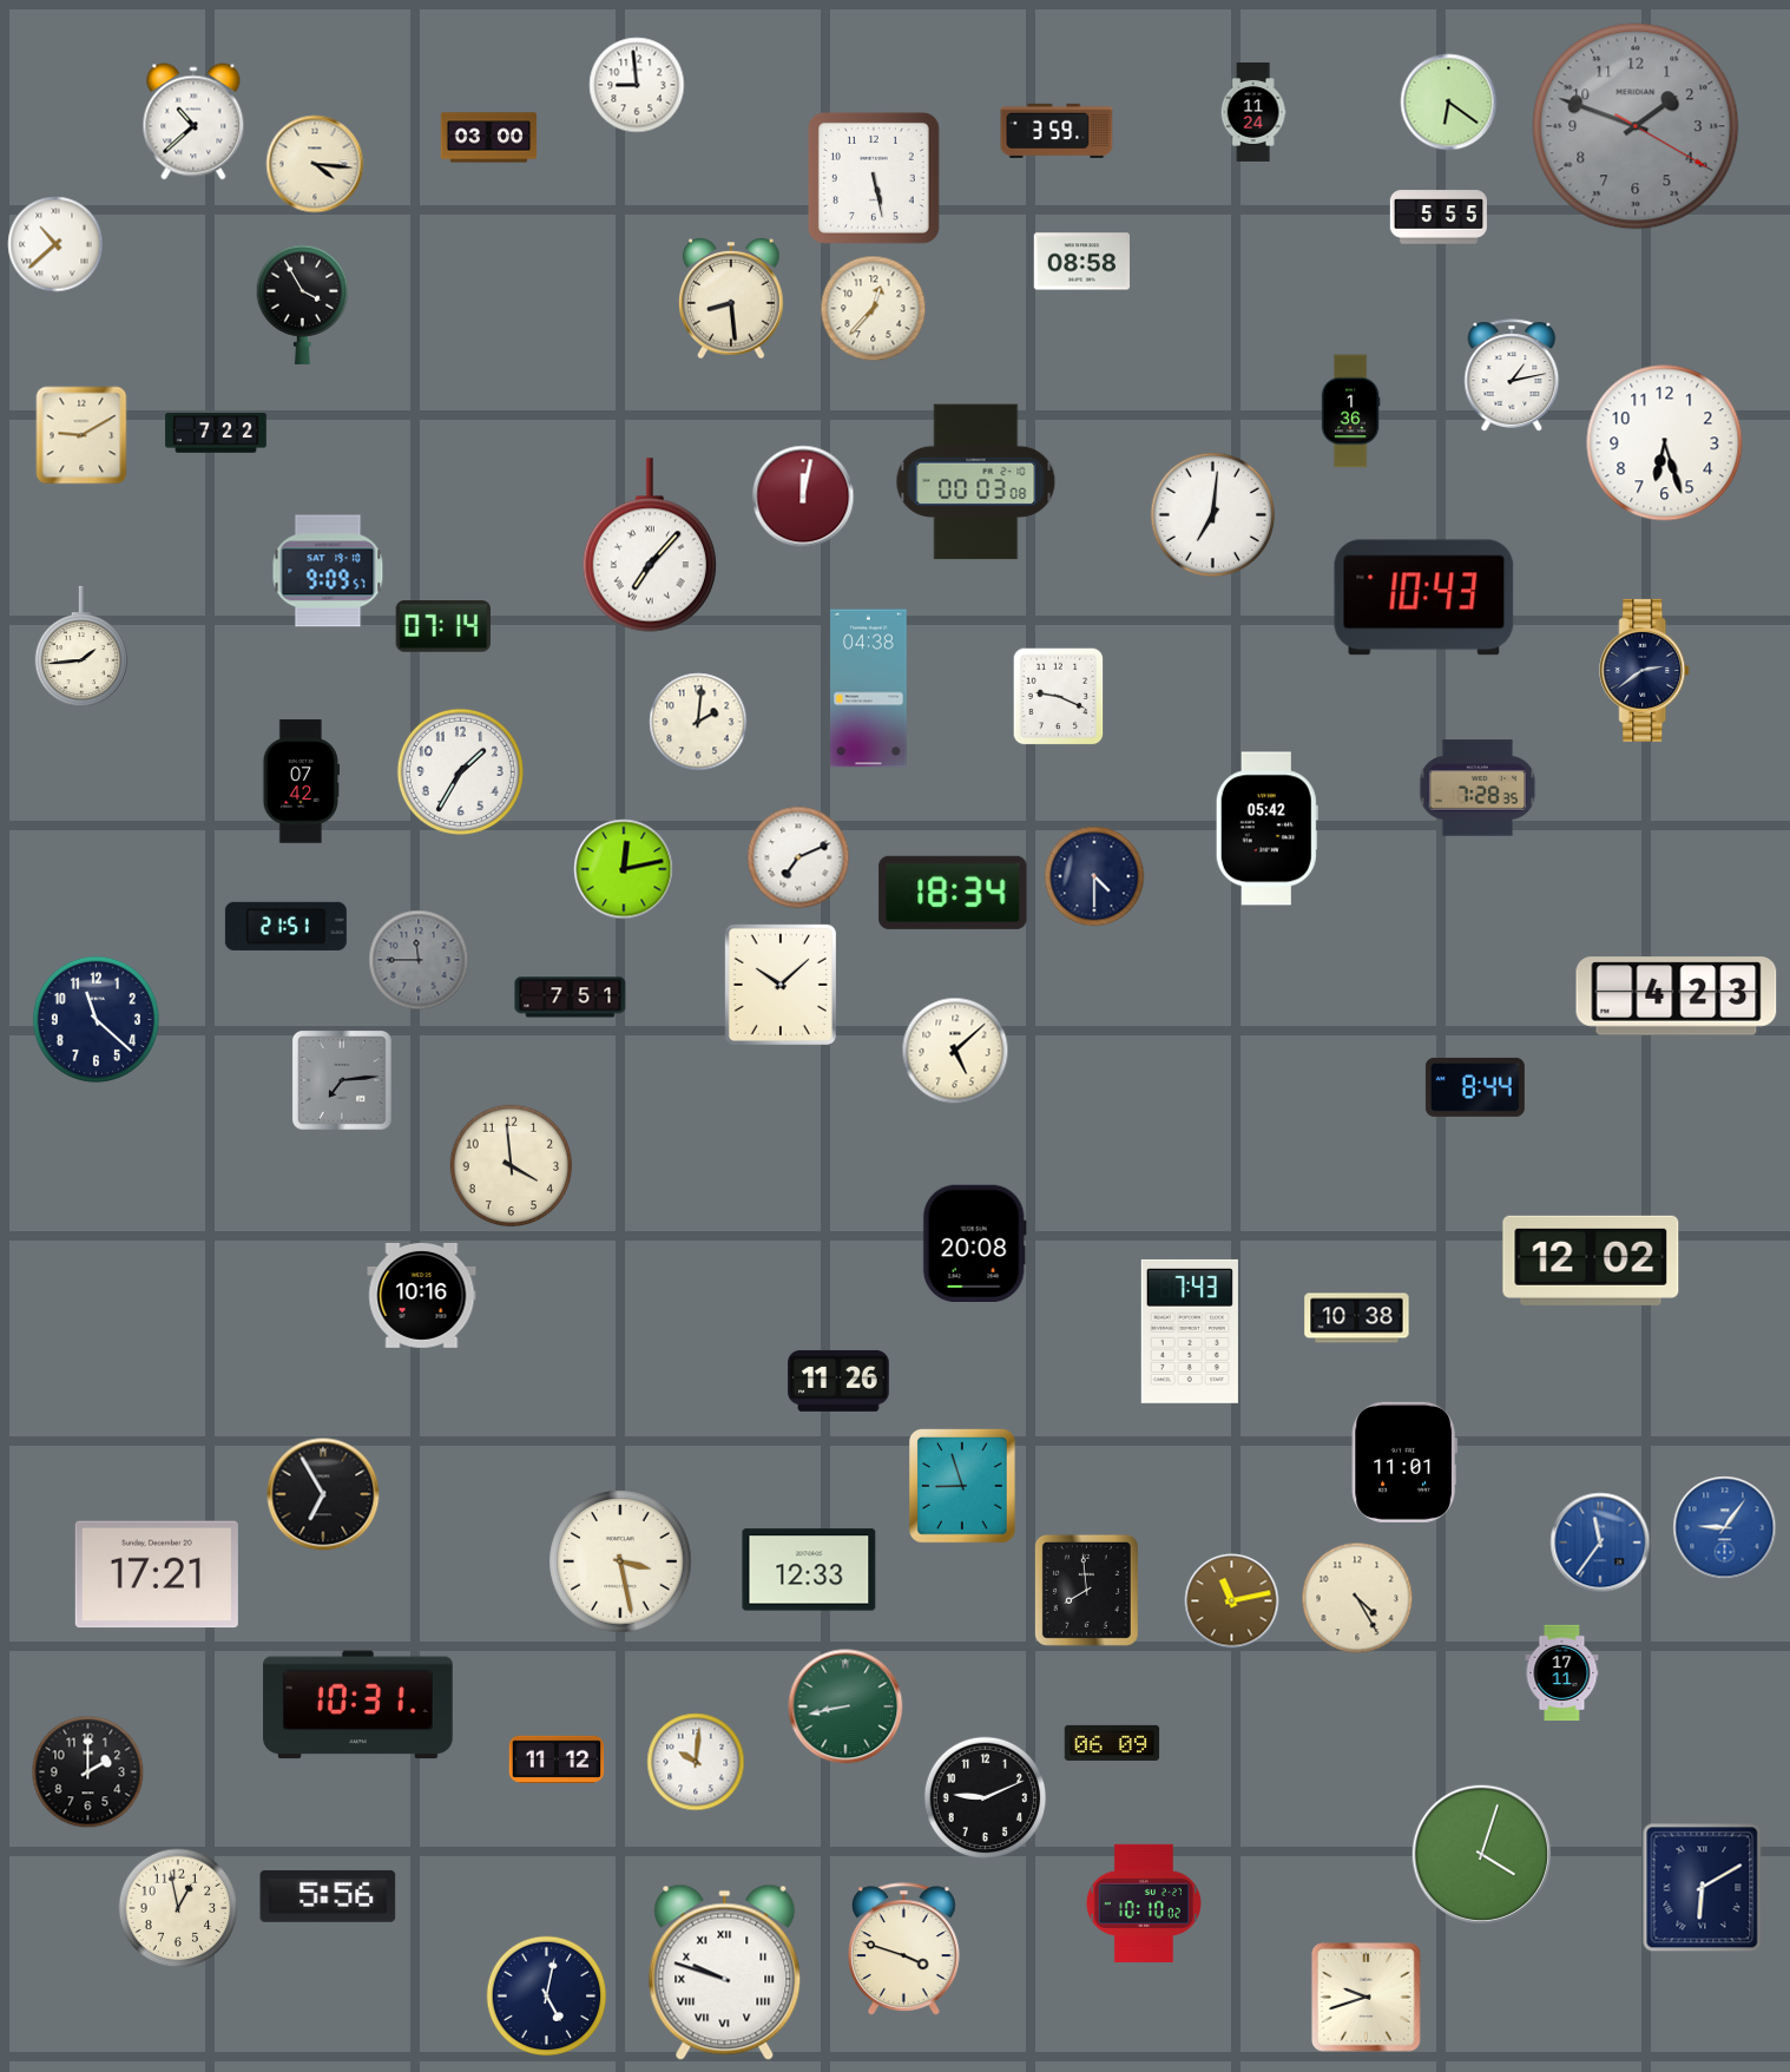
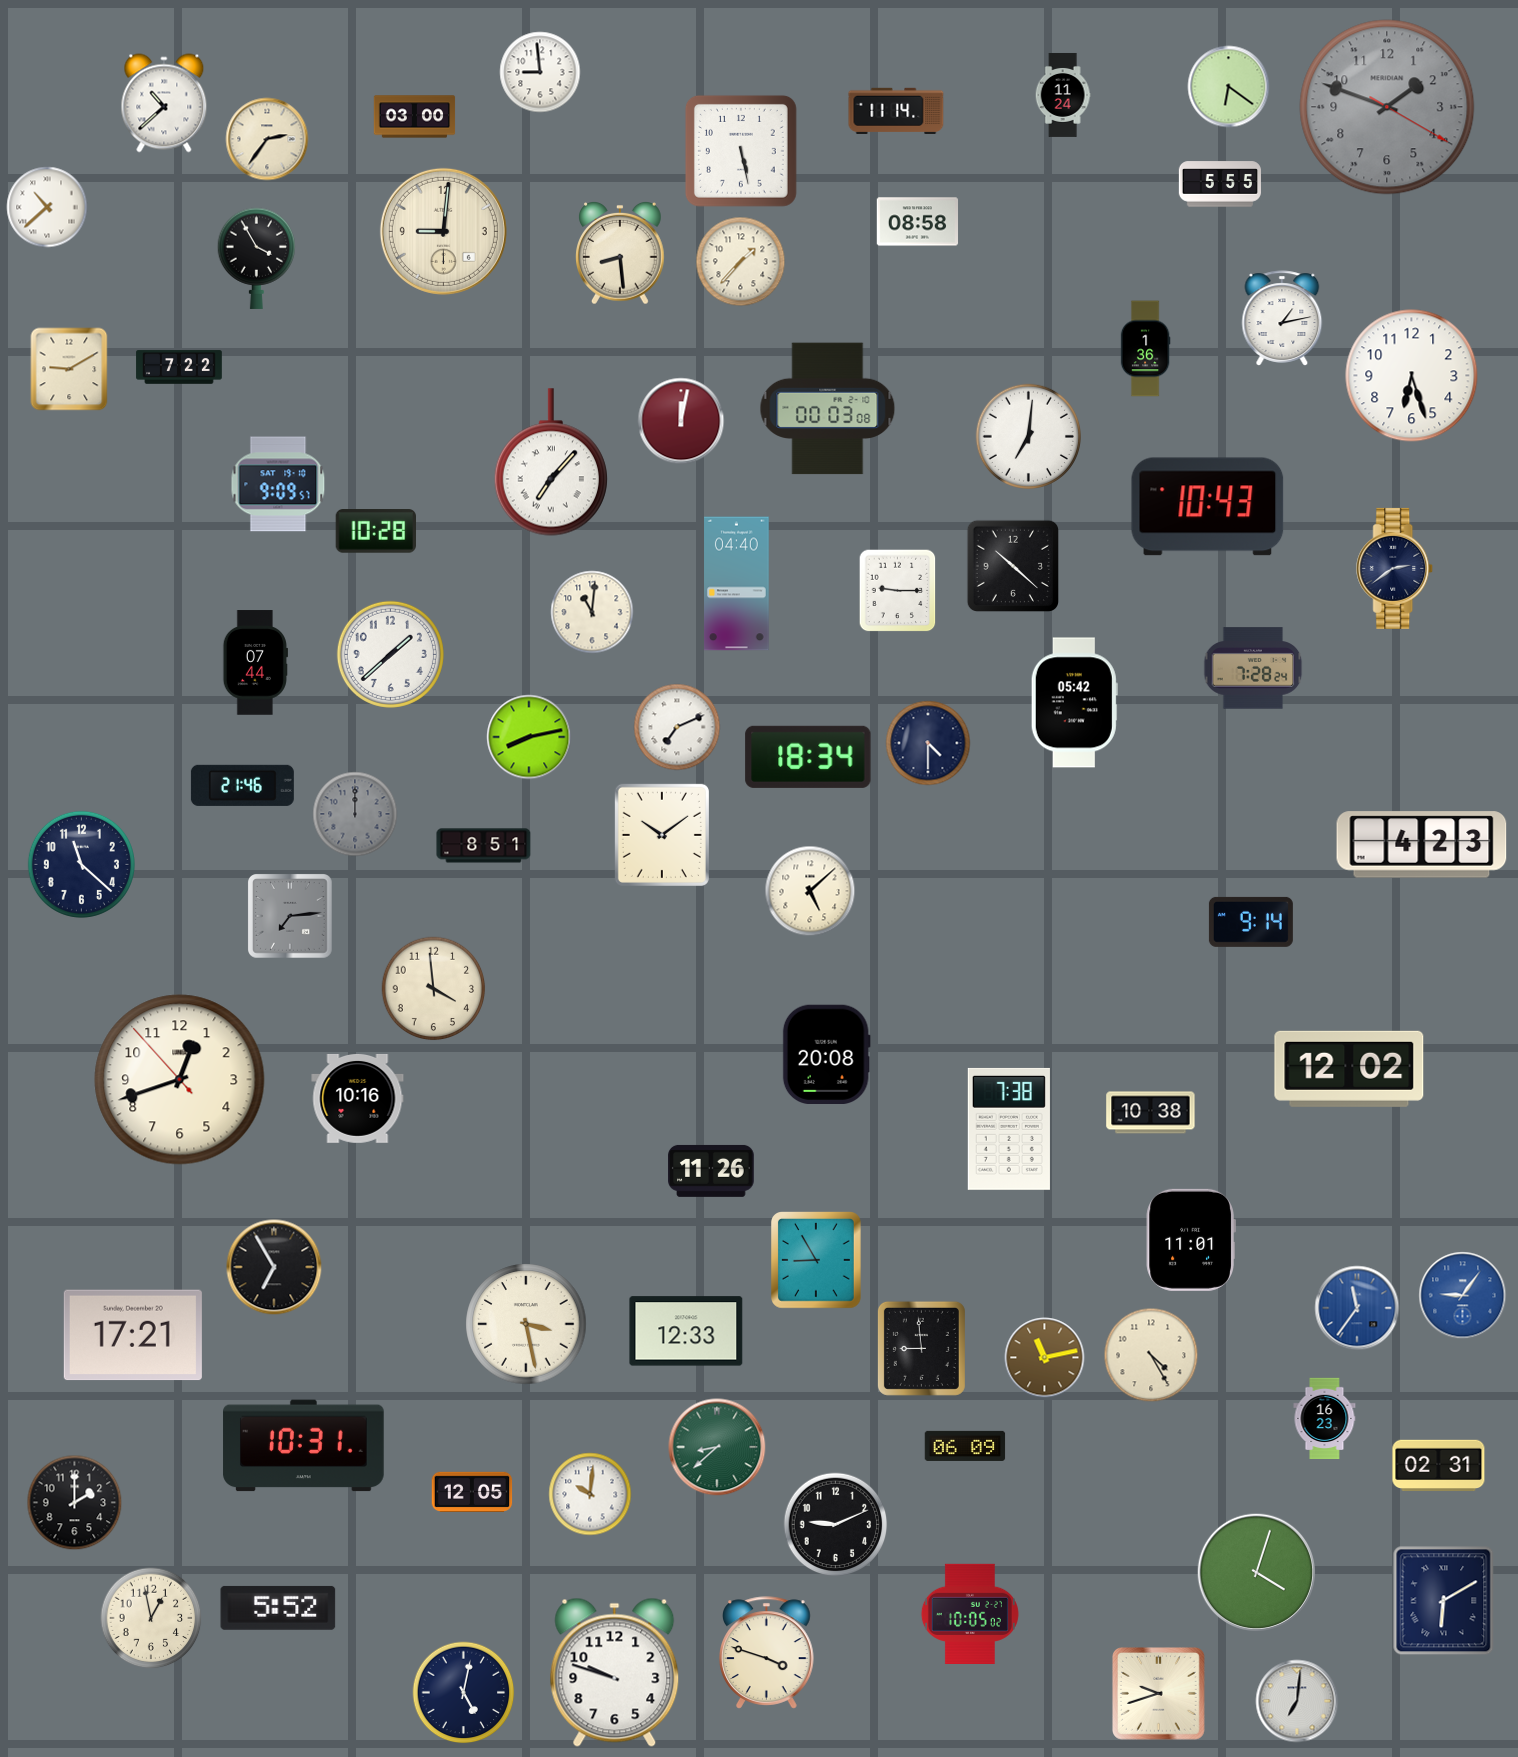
clock at (1057, 131): 3:59 -> 11:14
clock at (315, 164): 4:16 -> 2:36
clock at (443, 231): none -> 9:01
clock at (874, 309): 12:37 -> 1:37
clock at (216, 433) position: (216, 433) -> (179, 367)
clock at (443, 626): 07:14 -> 10:28
clock at (81, 646): 1:44 -> none
clock at (1012, 565): none -> 10:22
clock at (869, 689): 04:38 -> 04:40
clock at (1059, 697): 9:19 -> 9:15
clock at (698, 722): 2:01 -> 11:01
clock at (460, 771): 1:35 -> 1:38
clock at (301, 782): 07:42 -> 07:44
clock at (1478, 788): 7:28:35 -> 7:28:24
clock at (624, 869): 12:13 -> 8:13
clock at (285, 926): 21:51 -> 21:46
clock at (419, 960): 11:45 -> 12:00
clock at (781, 985): 10:08 -> 10:09
clock at (571, 998): 7:51 -> 8:51
clock at (1475, 1087): 8:44 -> 9:14
clock at (180, 1080): none -> 12:41
clock at (1357, 1318) position: (1357, 1318) -> (1151, 1113)
clock at (1190, 1331): 7:43 -> 7:38
clock at (963, 1487): 8:57 -> 8:55
clock at (1086, 1590): 7:59 -> 8:59
clock at (1562, 1673): 17:11 -> 16:23
clock at (845, 1706): 8:43 -> 8:38
clock at (1439, 1466): none -> 02:31
clock at (1112, 1743) position: (1112, 1743) -> (965, 1446)
clock at (557, 1758): 11:12 -> 12:05
clock at (328, 1896): 5:56 -> 5:52
clock at (1144, 1902): 10:10 -> 10:05
clock at (725, 1972) numerals: Roman -> Arabic
clock at (1297, 1701): none -> 7:01
